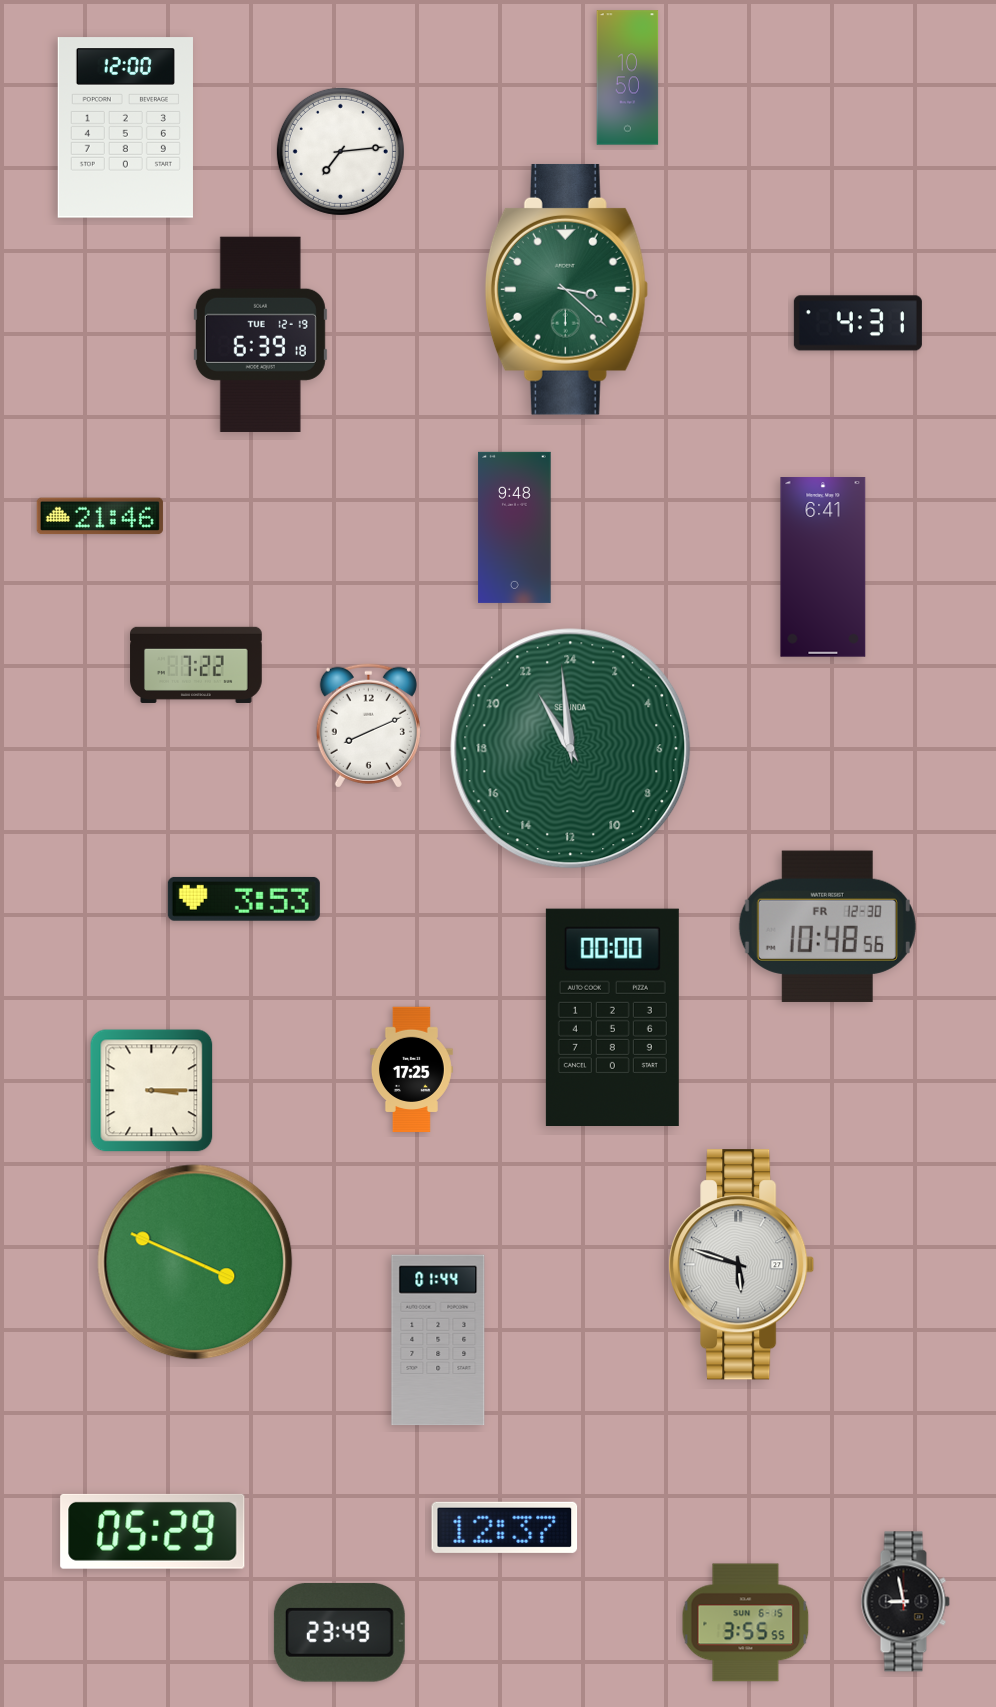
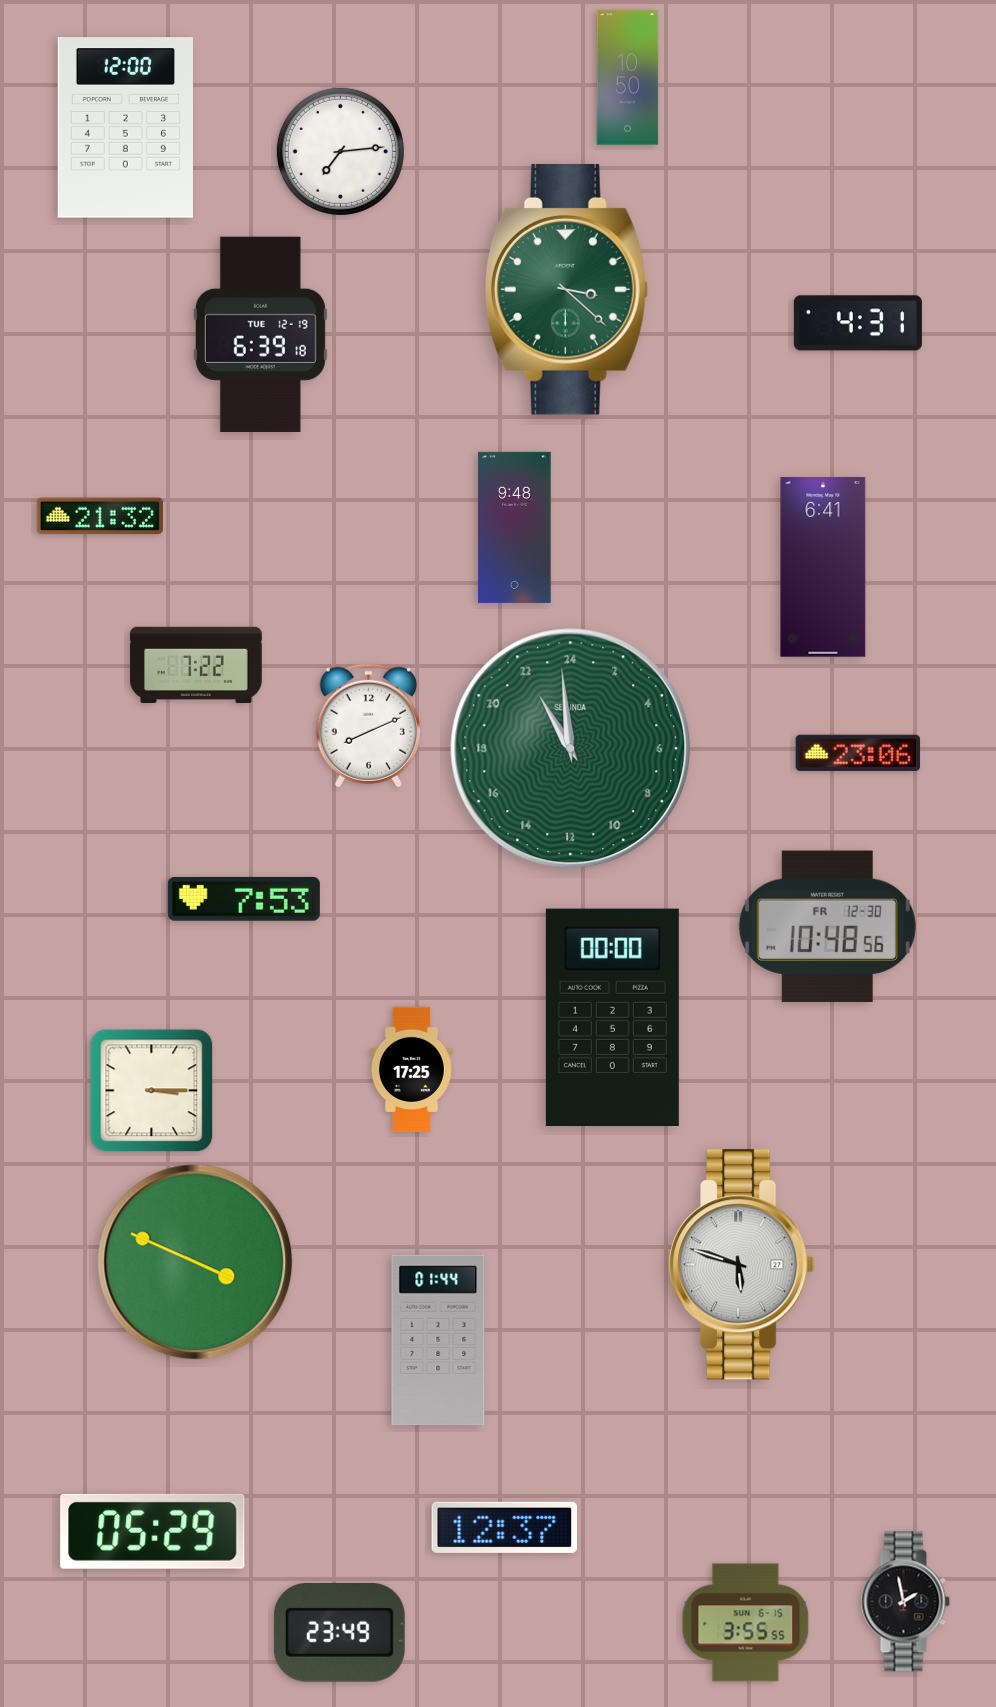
clock at (100, 516): 21:46 -> 21:32
clock at (858, 753): none -> 23:06
clock at (244, 899): 3:53 -> 7:53
clock at (905, 1602): 8:58 -> 1:58
